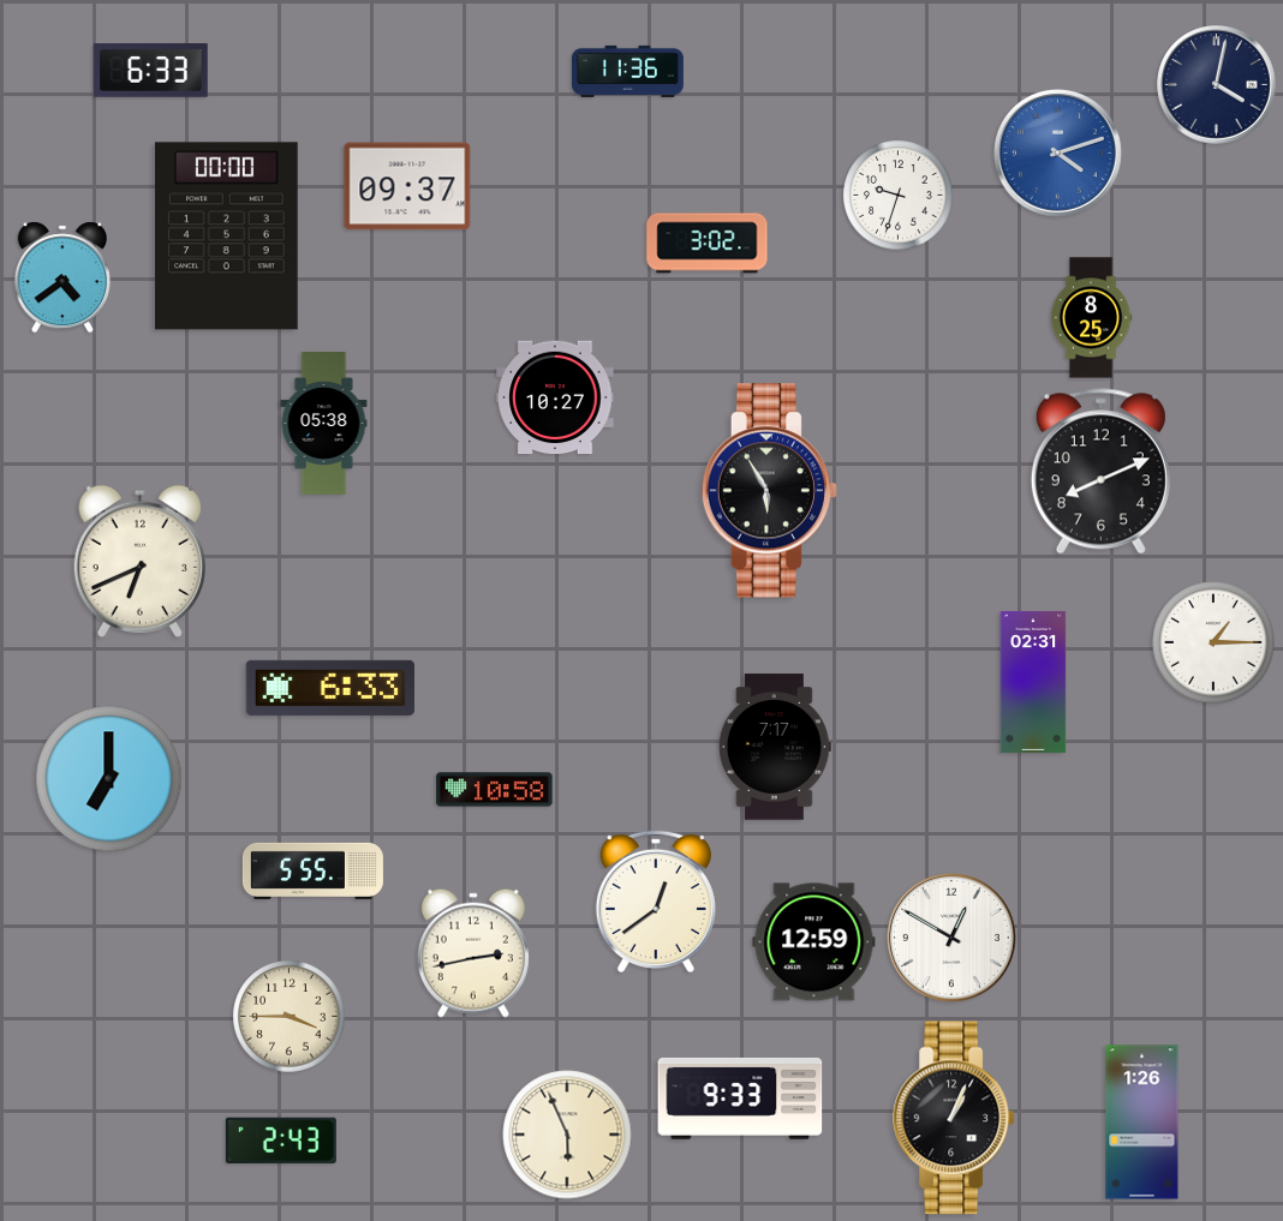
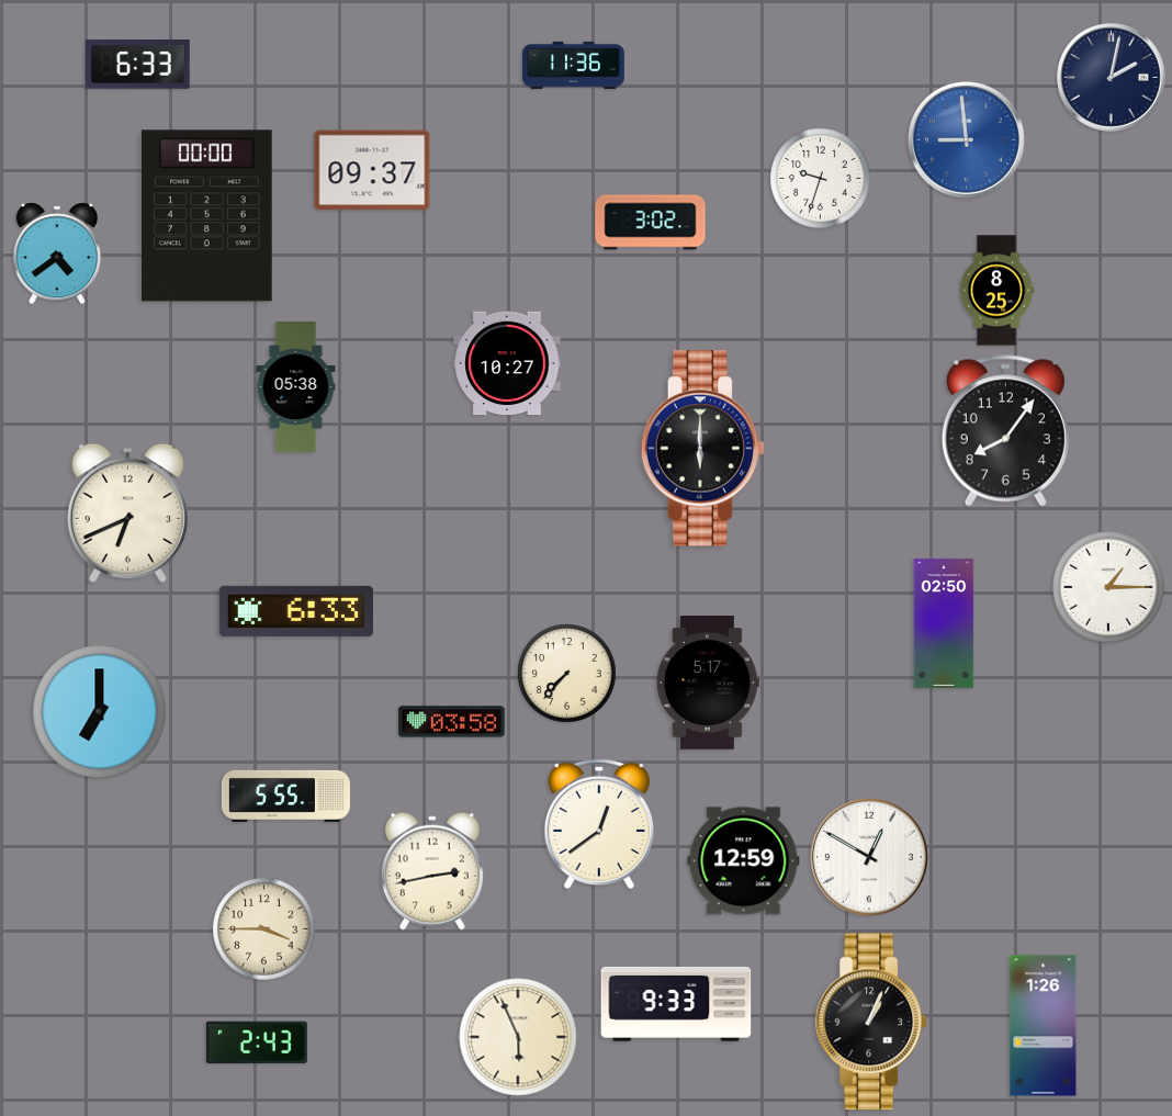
clock at (1217, 85): 4:02 -> 2:02
clock at (1057, 152): 4:12 -> 8:59
clock at (708, 244) position: (708, 244) -> (651, 223)
clock at (1100, 472): 8:11 -> 8:06
clock at (769, 491): 5:55 -> 6:00
clock at (1033, 682): 02:31 -> 02:50
clock at (330, 688) position: (330, 688) -> (296, 611)
clock at (567, 674): none -> 7:37
clock at (775, 747): 7:17 -> 5:17
clock at (495, 790): 10:58 -> 03:58
